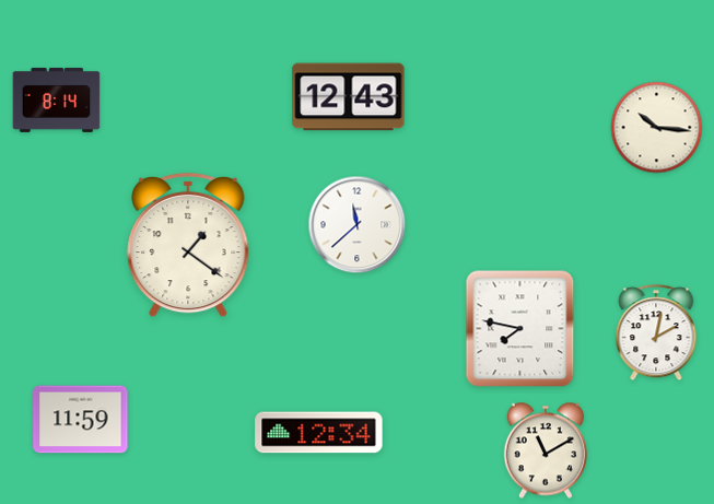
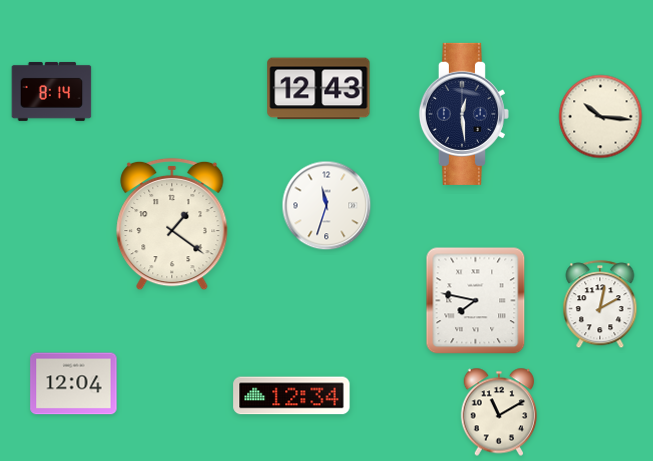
clock at (464, 114): none -> 12:29
clock at (358, 225): 11:38 -> 11:33
clock at (81, 420): 11:59 -> 12:04
